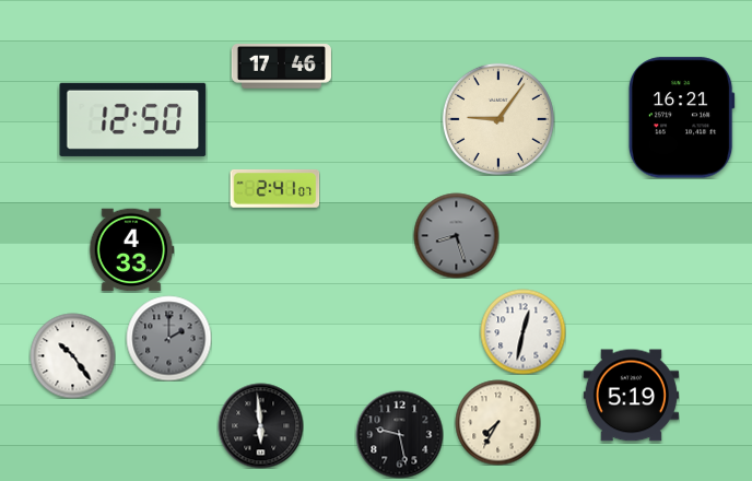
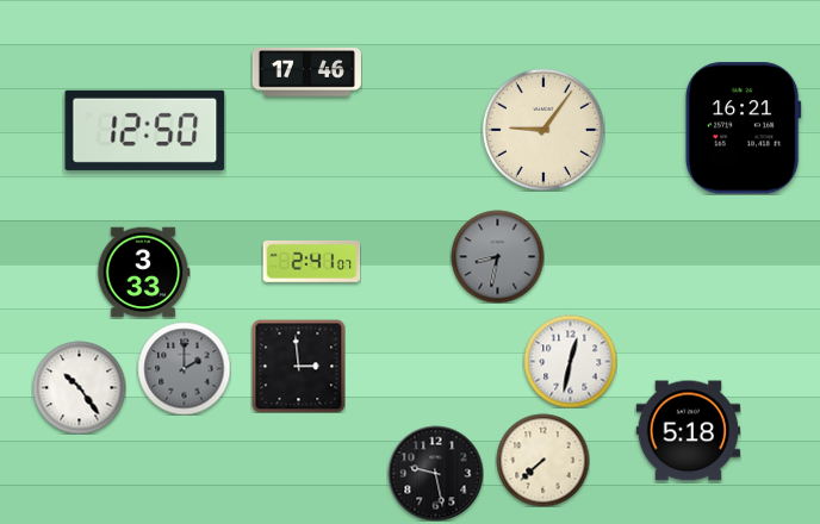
clock at (274, 188) position: (274, 188) -> (311, 261)
clock at (456, 235): 8:27 -> 8:32
clock at (131, 250): 4:33 -> 3:33
clock at (298, 366): none -> 2:59
clock at (631, 396): 5:19 -> 5:18
clock at (497, 422): 7:35 -> 7:38
clock at (260, 425): 5:59 -> none
